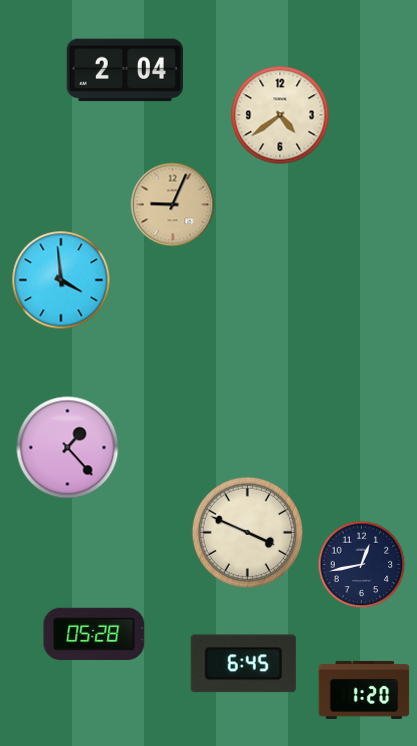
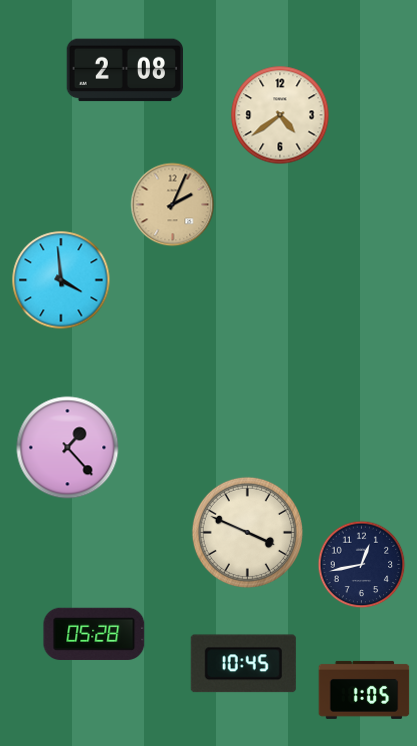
clock at (124, 70): 2:04 -> 2:08
clock at (173, 205): 9:04 -> 2:04
clock at (243, 664): 6:45 -> 10:45
clock at (364, 690): 1:20 -> 1:05
